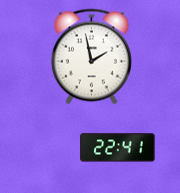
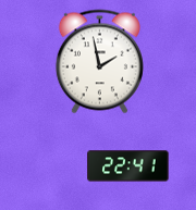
clock at (118, 148) position: (118, 148) -> (128, 166)
